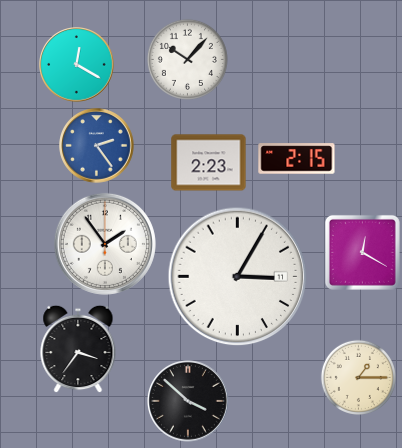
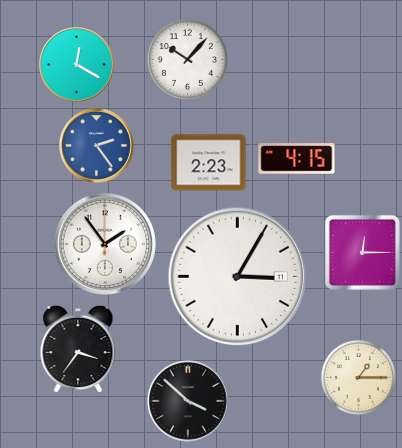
clock at (297, 159): 2:15 -> 4:15
clock at (362, 252): 12:20 -> 12:15
